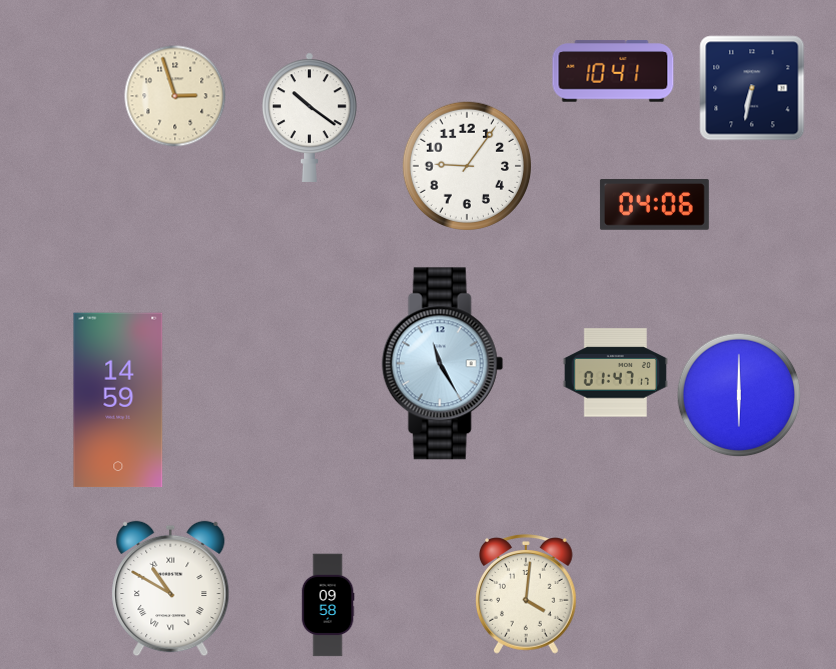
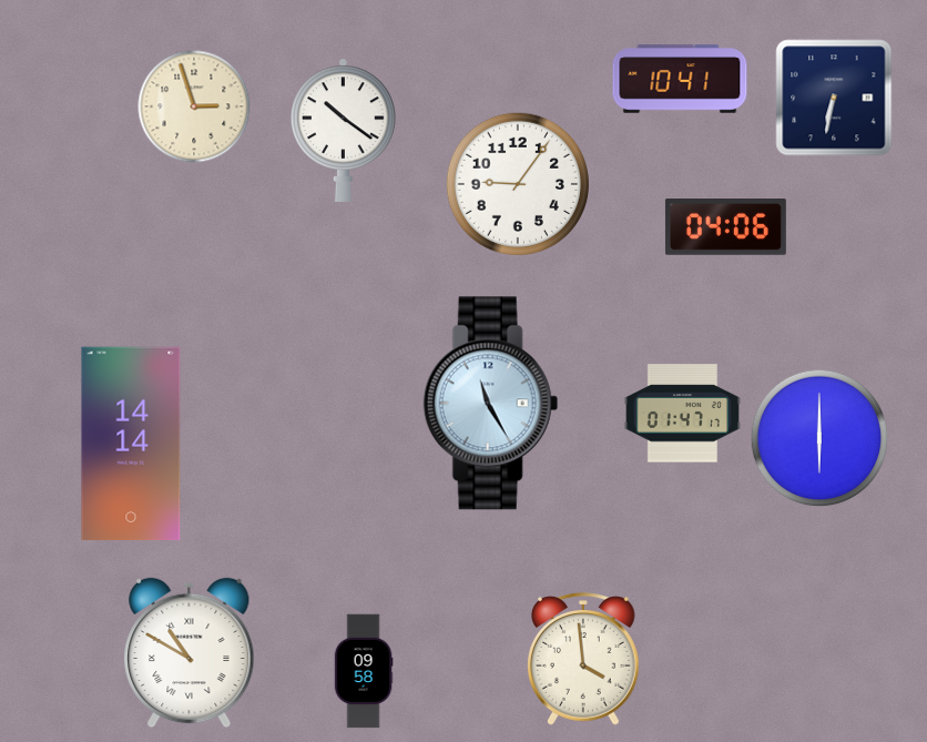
clock at (118, 400): 14:59 -> 14:14
clock at (527, 594): 4:01 -> 3:59
